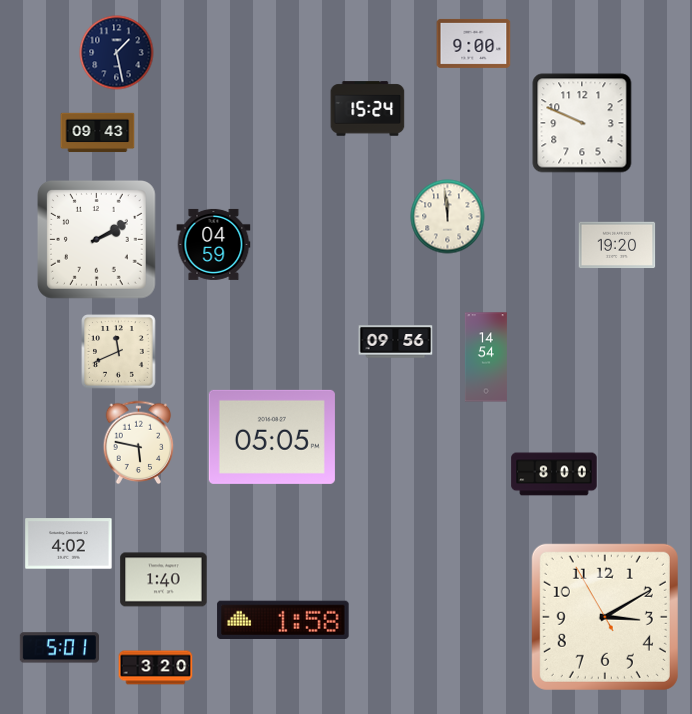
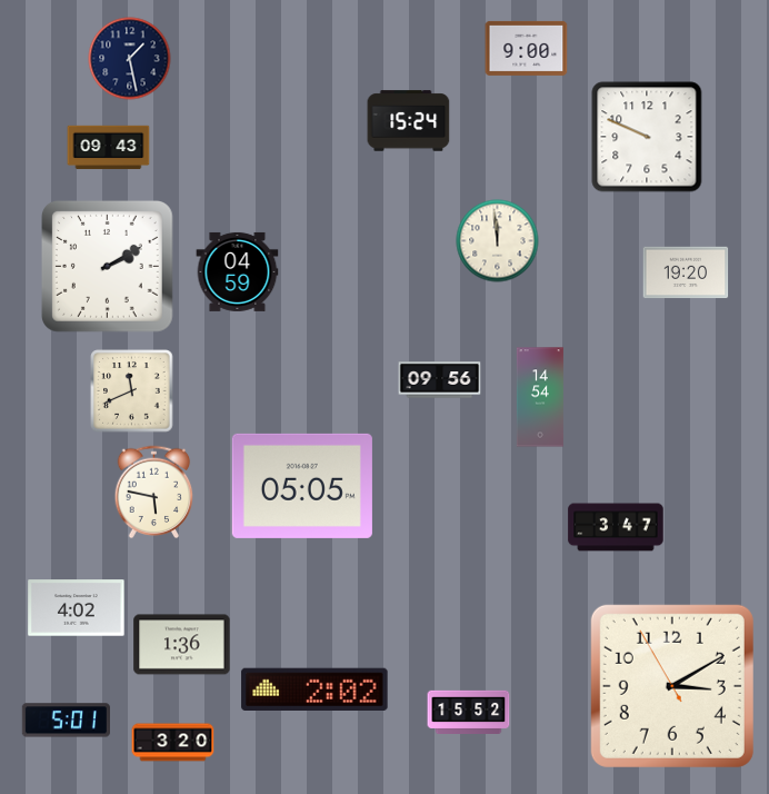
clock at (554, 474): 8:00 -> 3:47
clock at (69, 544) position: (69, 544) -> (77, 608)
clock at (164, 580): 1:40 -> 1:36
clock at (283, 620): 1:58 -> 2:02
clock at (469, 712): none -> 15:52
